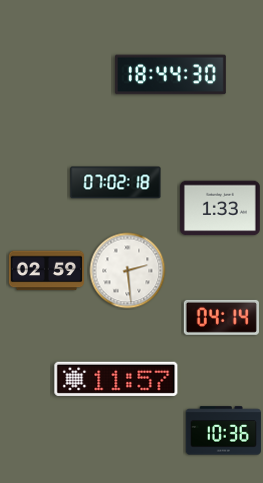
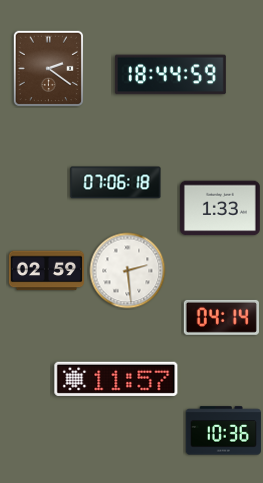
clock at (48, 69): none -> 2:21
clock at (170, 75): 18:44:30 -> 18:44:59
clock at (116, 183): 07:02 -> 07:06
